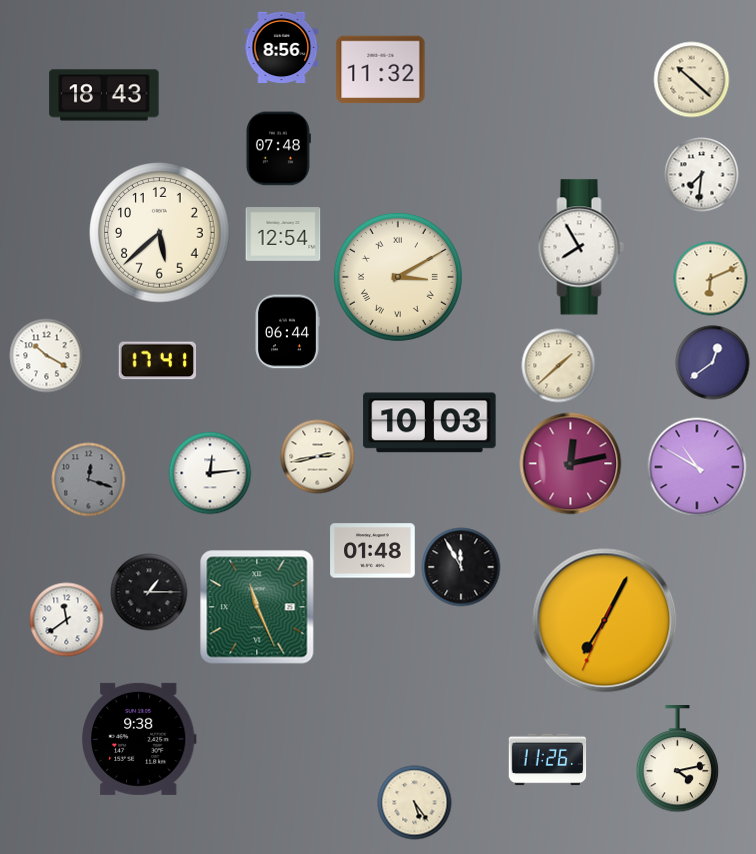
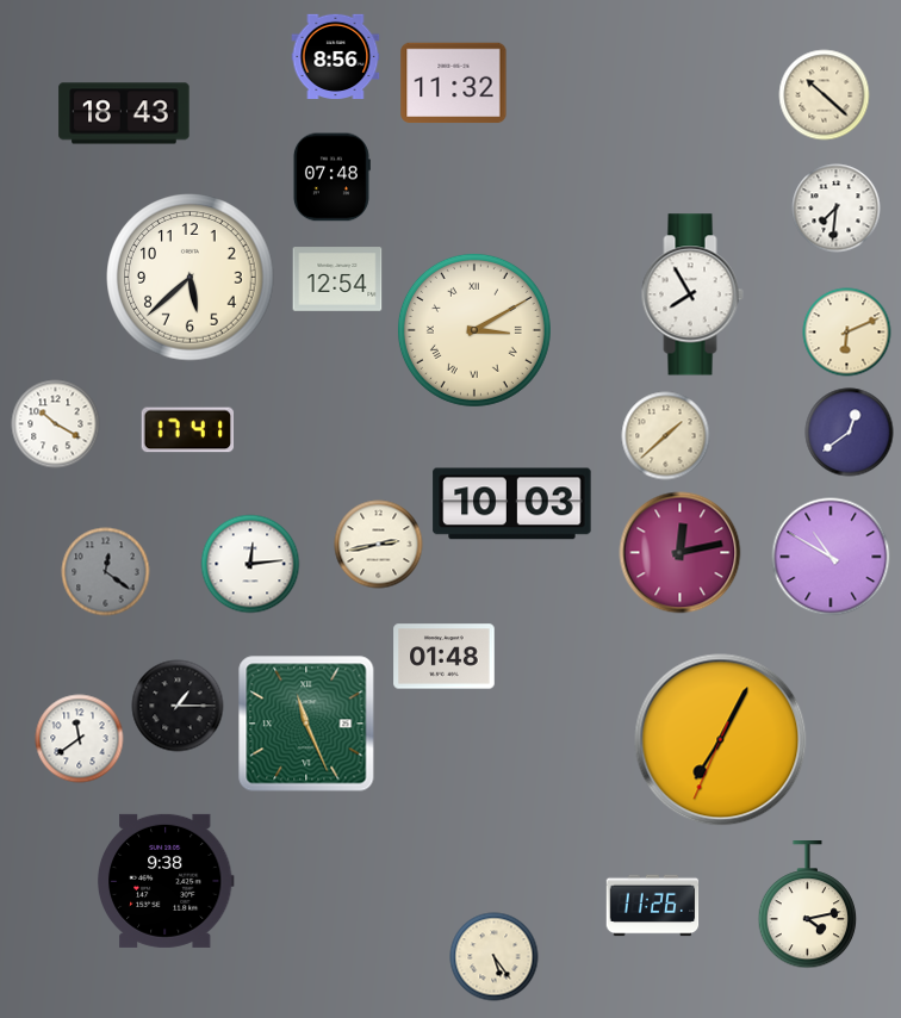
clock at (287, 332): 06:44 -> none
clock at (89, 480): 12:18 -> 12:21
clock at (461, 567): 11:55 -> none
